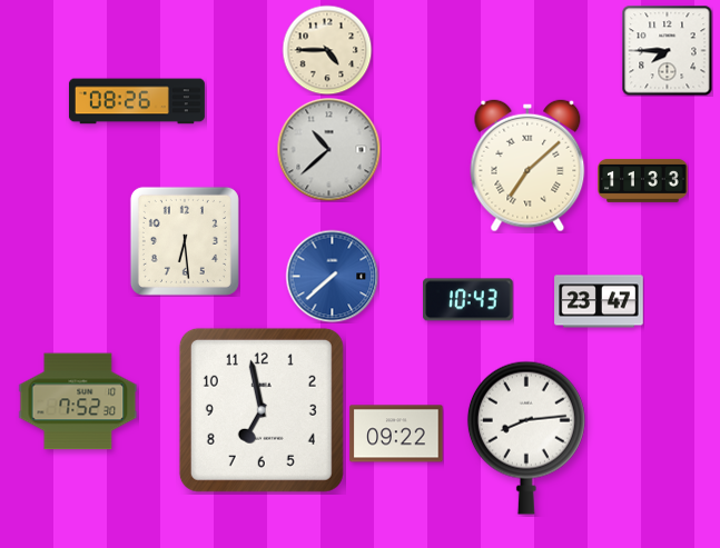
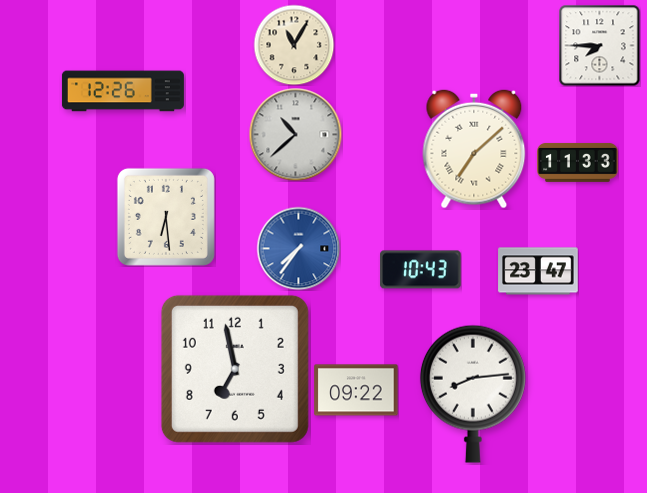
clock at (327, 50): 4:45 -> 11:05
clock at (137, 101): 08:26 -> 12:26
clock at (332, 276): 7:38 -> 7:36
clock at (78, 401): 7:52 -> none
